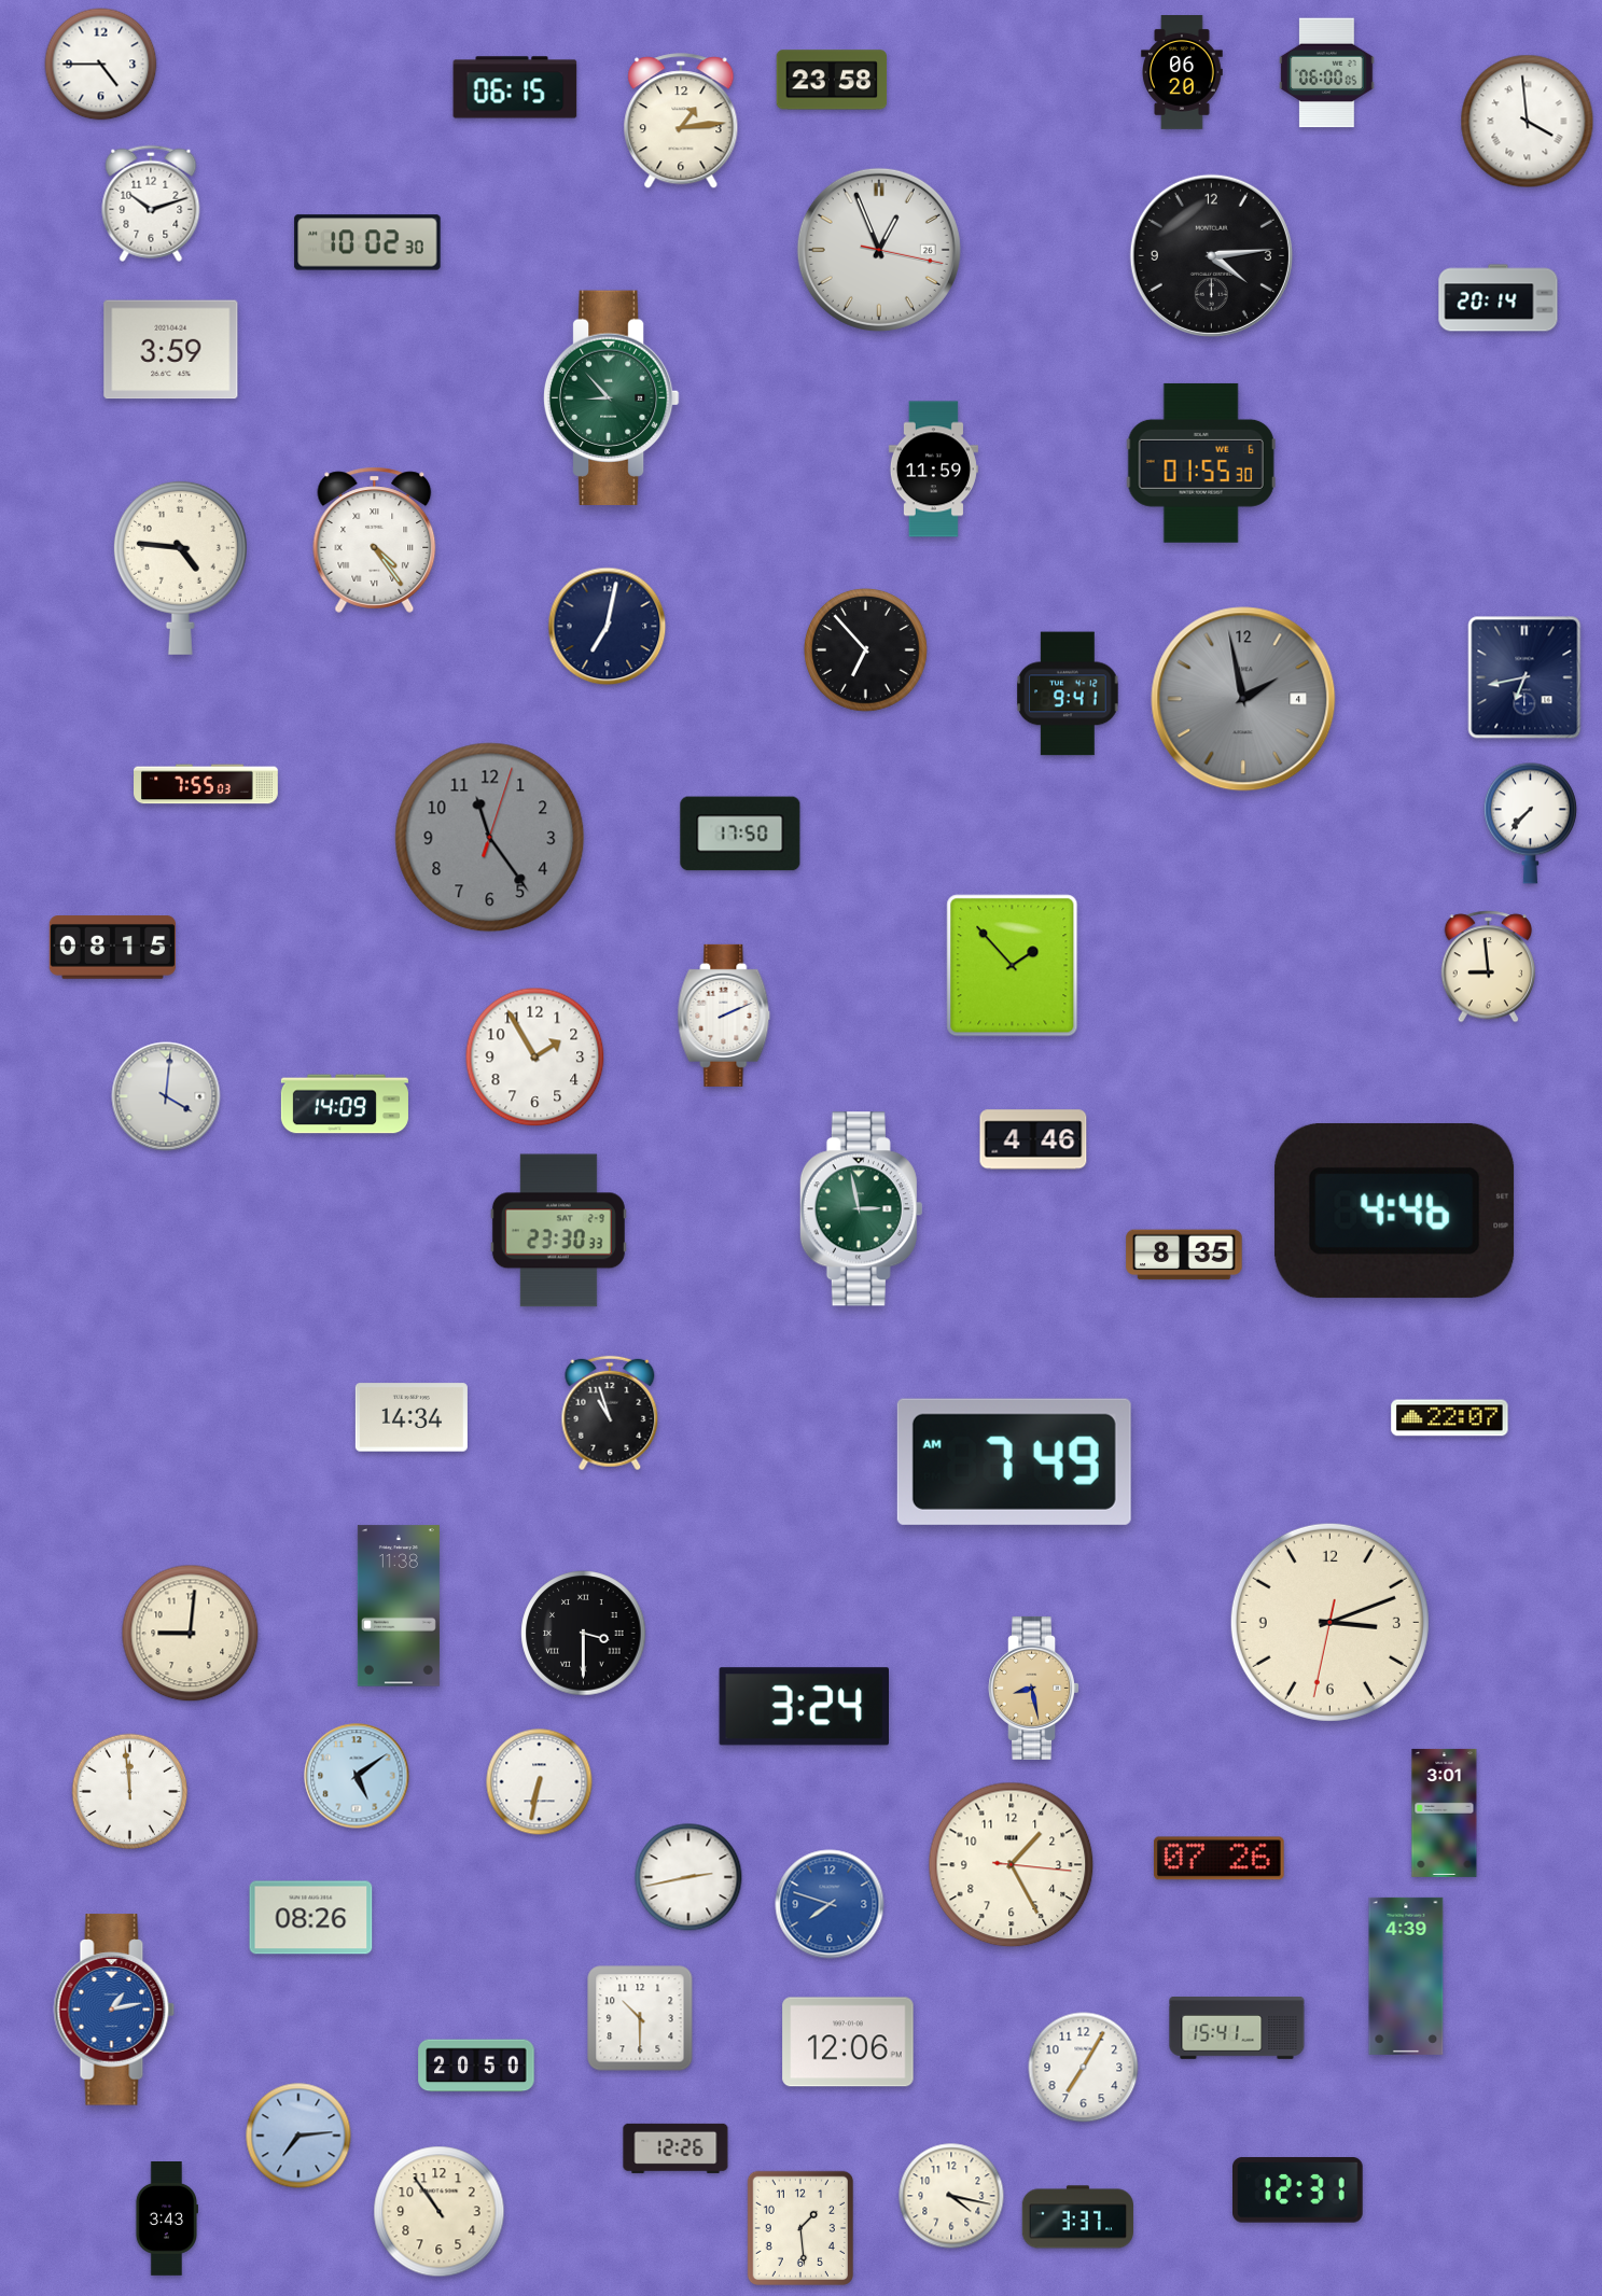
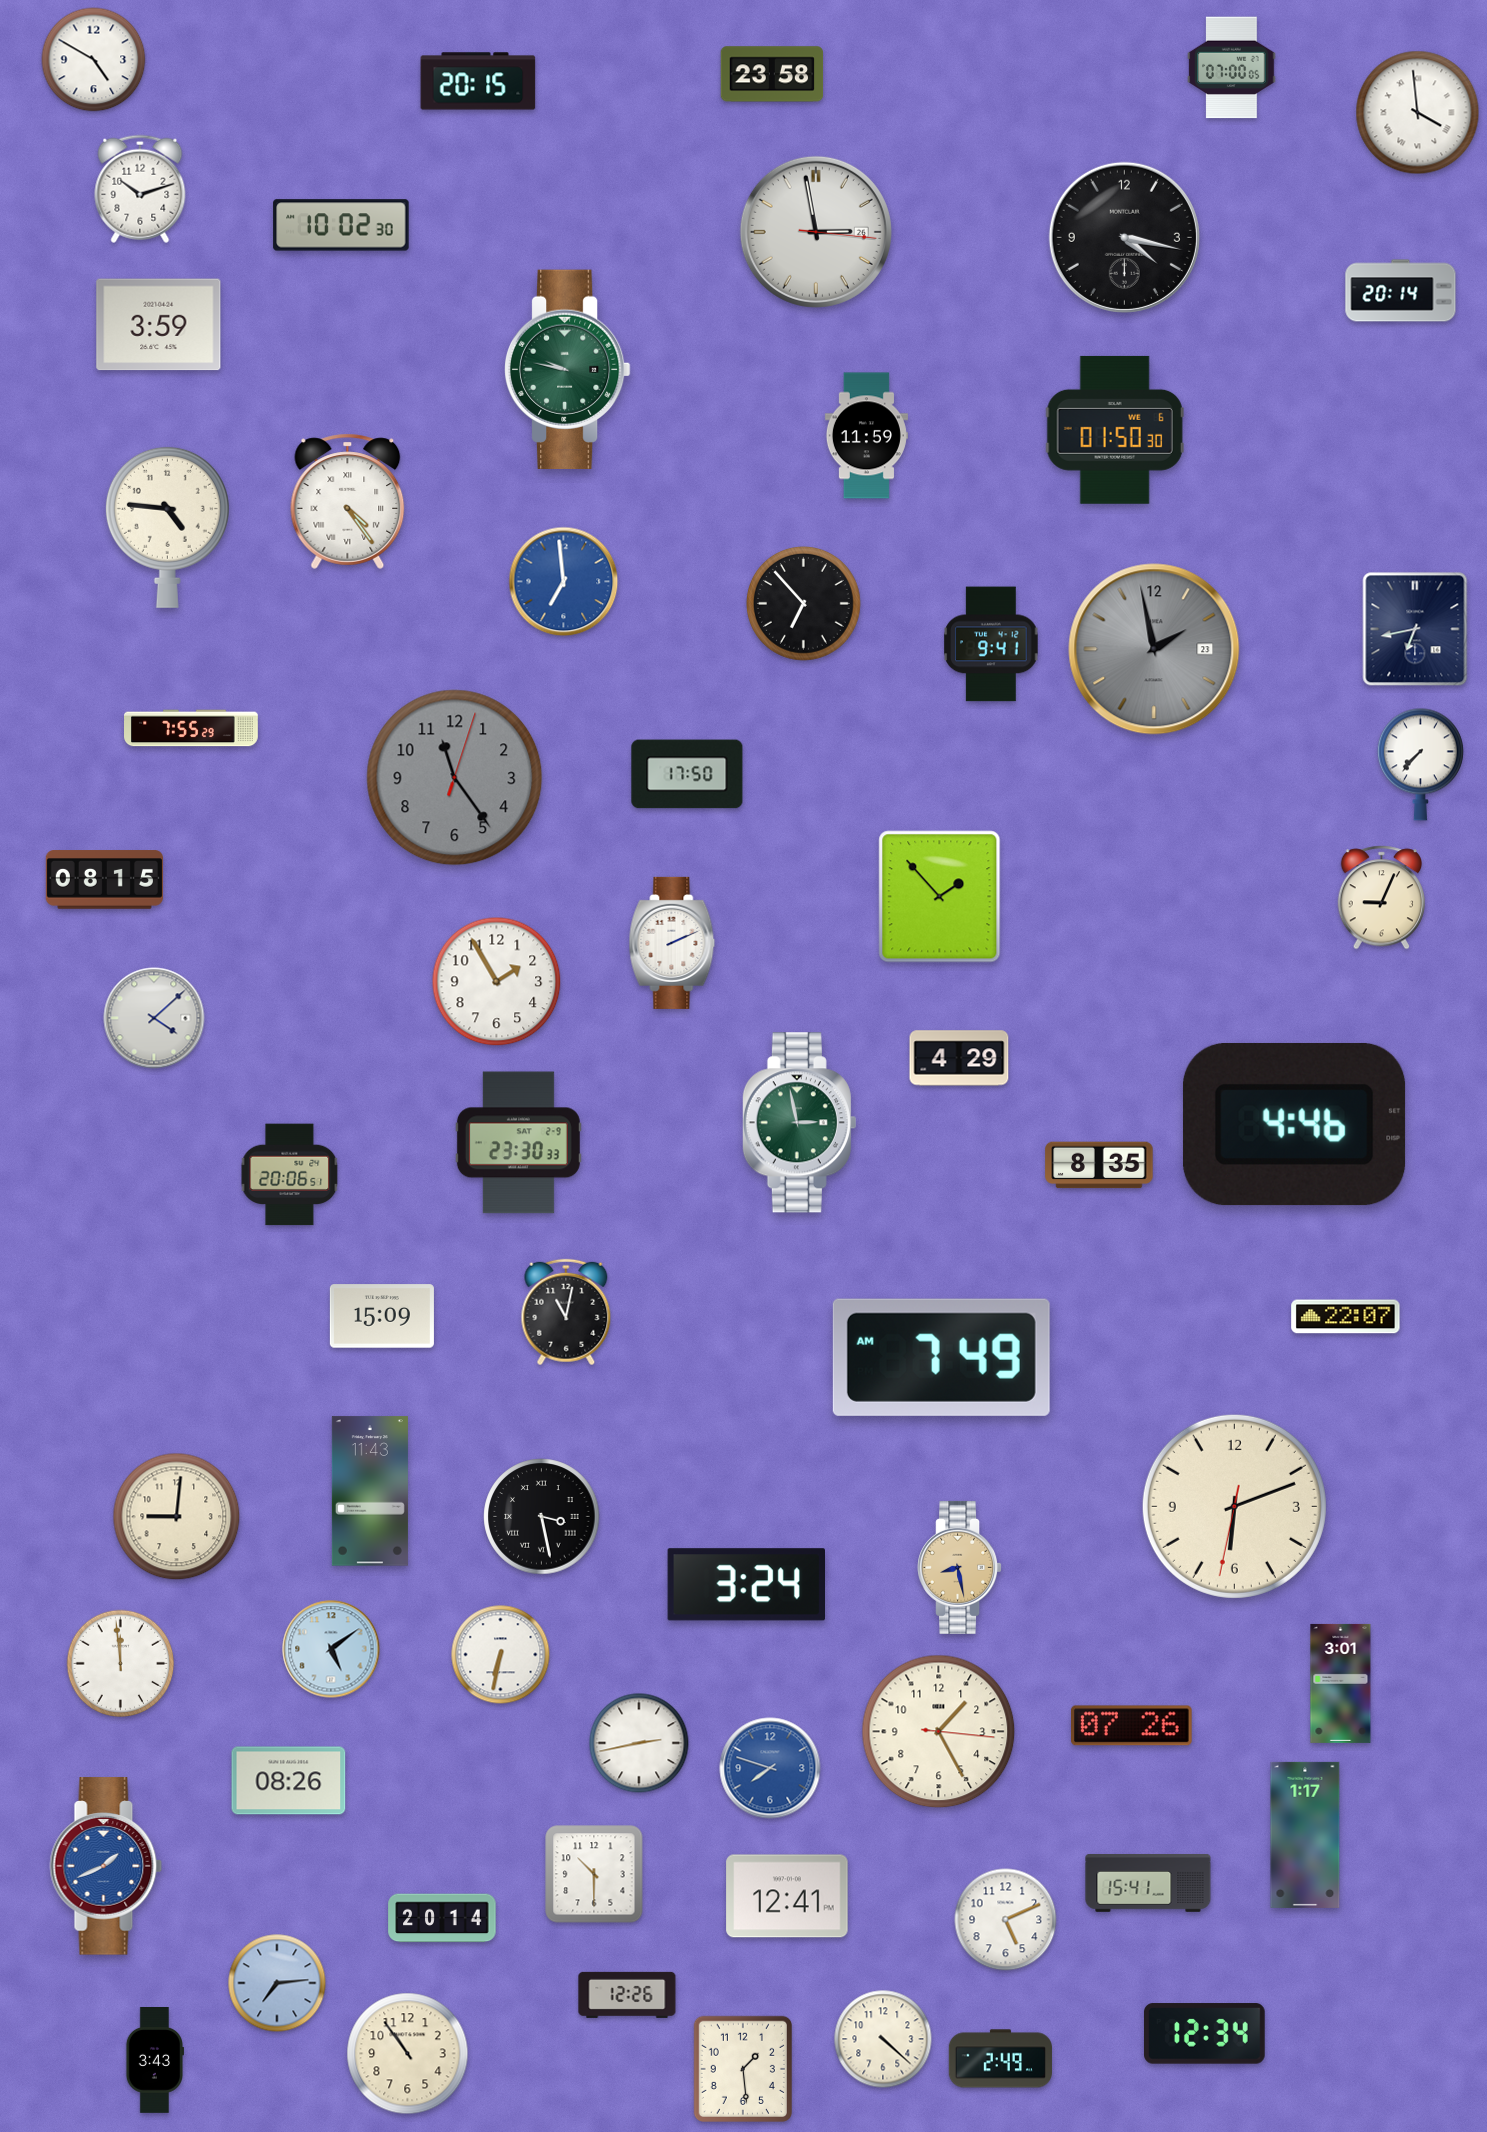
clock at (101, 65): 4:45 -> 4:50
clock at (1183, 73): 06:20 -> none
clock at (1327, 73): 06:00 -> 07:00
clock at (515, 87): 06:15 -> 20:15
clock at (681, 122): 1:14 -> none
clock at (879, 250): 12:56 -> 2:58
clock at (1211, 255): 4:14 -> 4:17
clock at (1499, 298) position: (1499, 298) -> (1401, 291)
clock at (611, 397): 8:53 -> 9:47
clock at (1201, 463): 01:55 -> 01:50
clock at (608, 627): 7:02 -> 6:59
clock at (608, 627) dial: navy -> blue
clock at (1243, 699) date: 4 -> 23
clock at (207, 784): 7:55:03 -> 7:55:29
clock at (1489, 967): 8:59 -> 9:04
clock at (166, 1096): 4:01 -> 4:08
clock at (345, 1104): 14:09 -> none
clock at (1033, 1139): 4:46 -> 4:29
clock at (290, 1175): none -> 20:06
clock at (610, 1413): 10:57 -> 11:02
clock at (412, 1417): 14:34 -> 15:09
clock at (399, 1606): 11:38 -> 11:43
clock at (1329, 1622): 3:11 -> 6:11
clock at (584, 1634): 3:30 -> 3:28
clock at (1406, 1976): 4:39 -> 1:17
clock at (114, 2010): 1:13 -> 1:41
clock at (848, 2042): 12:06 -> 12:41
clock at (476, 2066): 20:50 -> 20:14
clock at (1084, 2068): 7:05 -> 5:11
clock at (1298, 2190): 12:31 -> 12:34
clock at (951, 2196): 4:17 -> 4:22
clock at (1077, 2217): 3:37 -> 2:49
